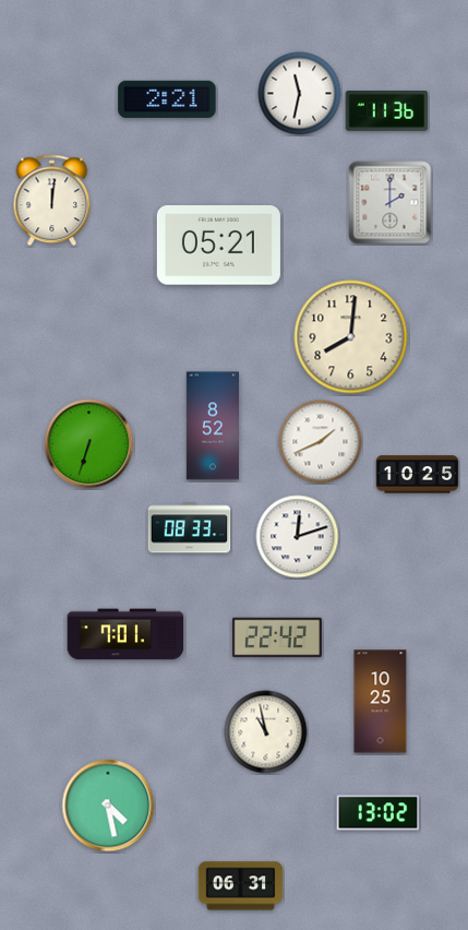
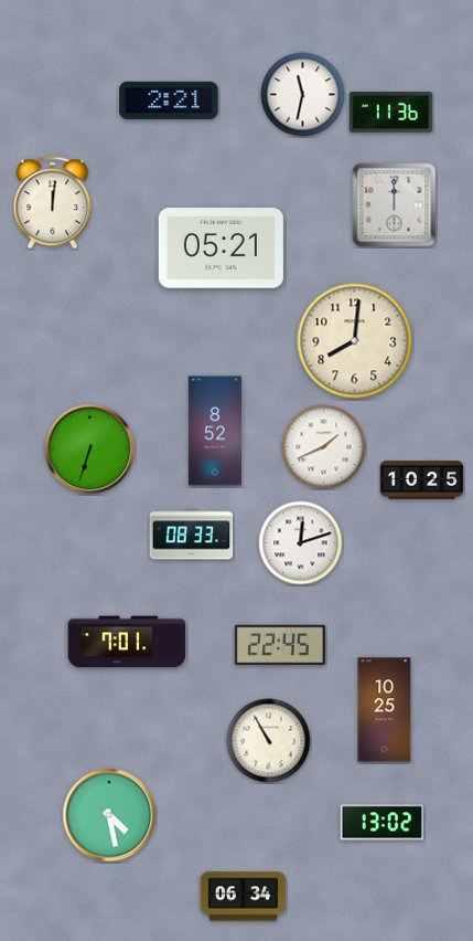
clock at (391, 203): 2:00 -> 12:00
clock at (277, 637): 22:42 -> 22:45
clock at (266, 732): 10:58 -> 10:55
clock at (241, 886): 06:31 -> 06:34
